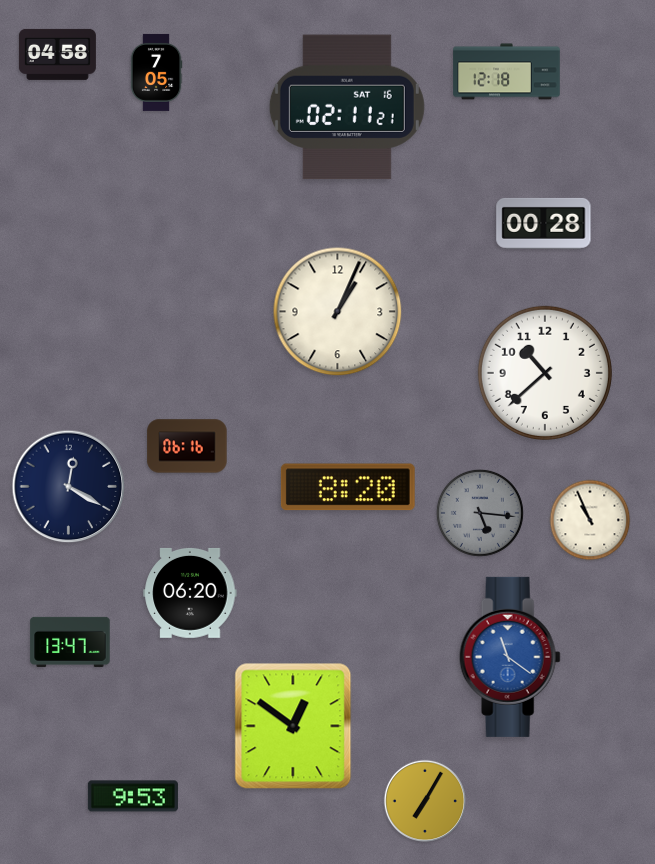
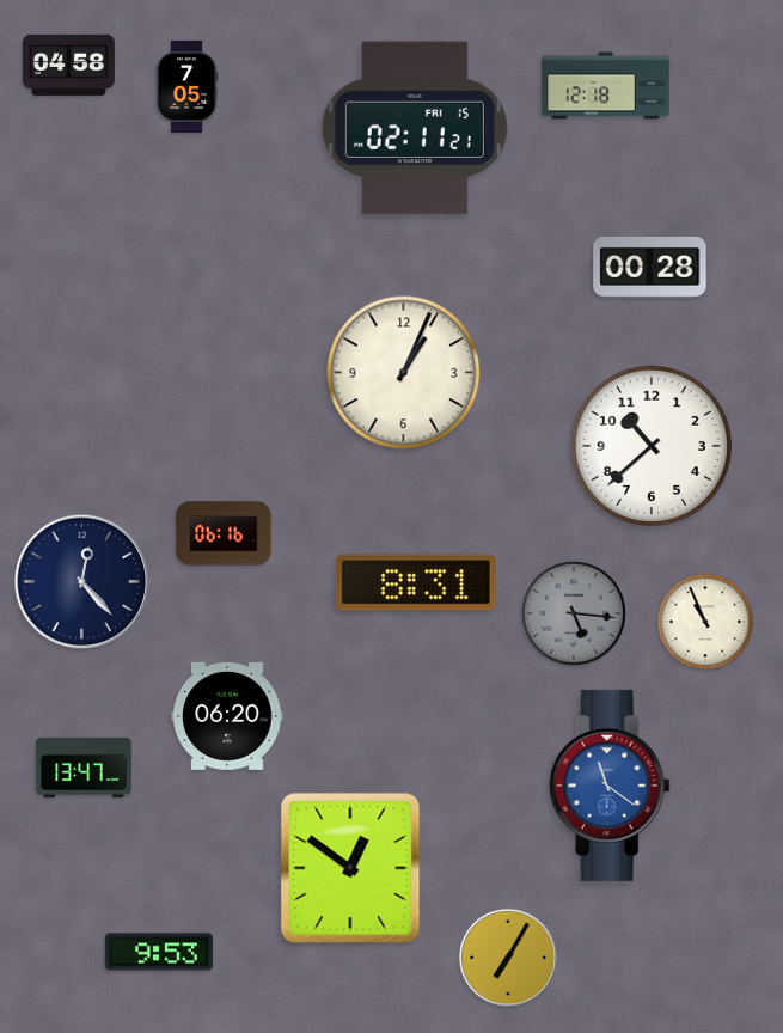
clock at (347, 107) date: SAT 16 -> FRI 15
clock at (69, 487): 12:20 -> 12:23
clock at (348, 487): 8:20 -> 8:31
clock at (190, 593) position: (190, 593) -> (227, 716)
